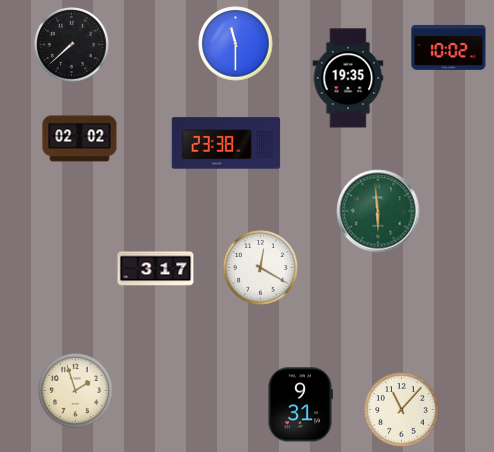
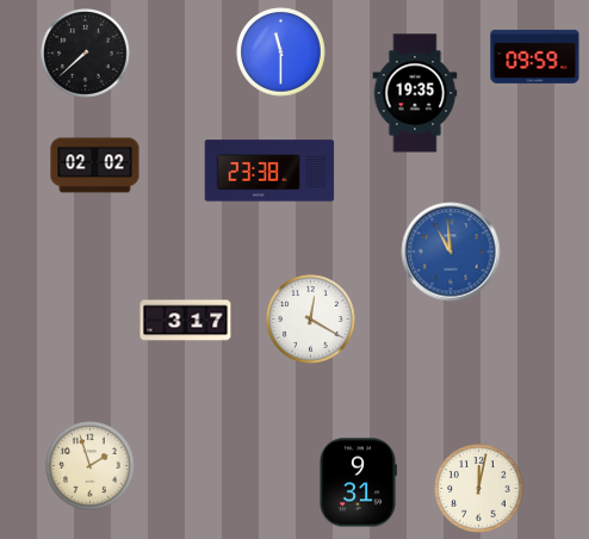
clock at (449, 47): 10:02 -> 09:59
clock at (378, 211): 5:59 -> 10:59
clock at (378, 211) dial: green -> blue
clock at (402, 410): 11:07 -> 12:02
